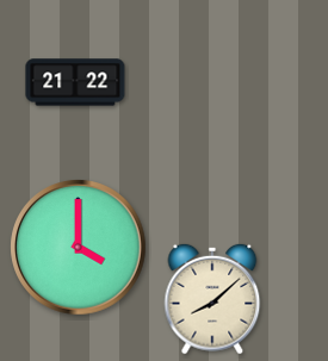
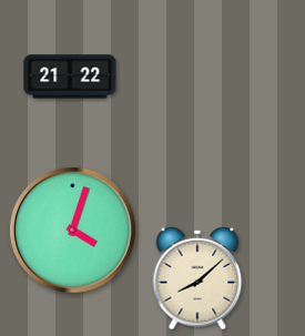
clock at (79, 248): 4:00 -> 4:03
